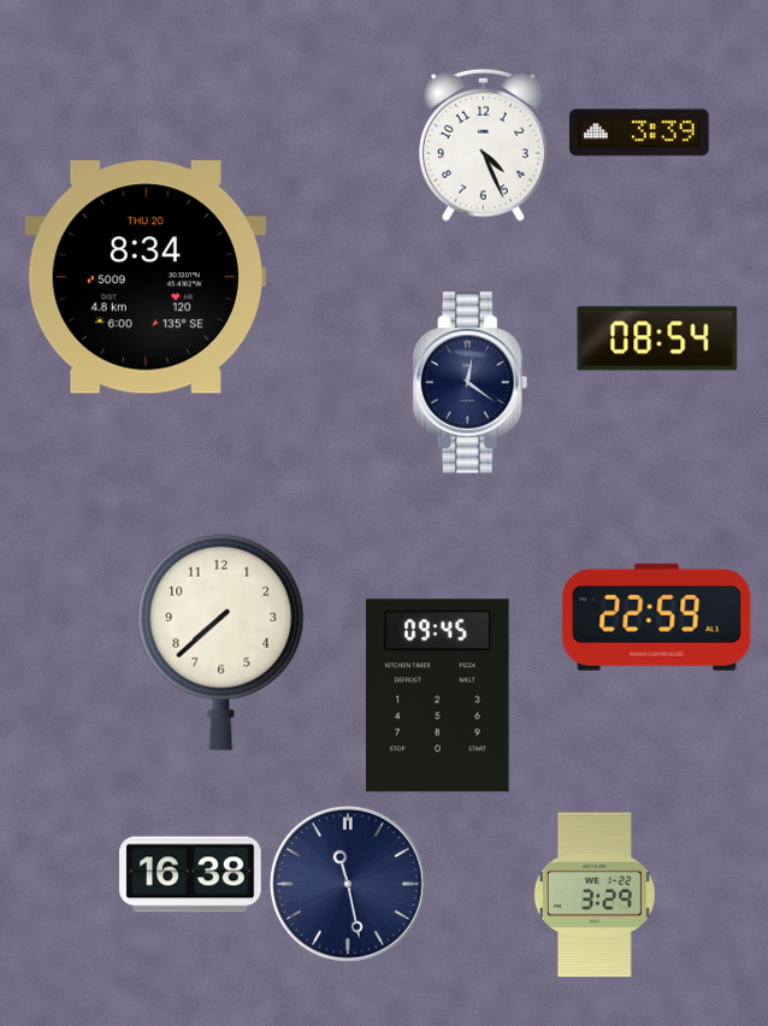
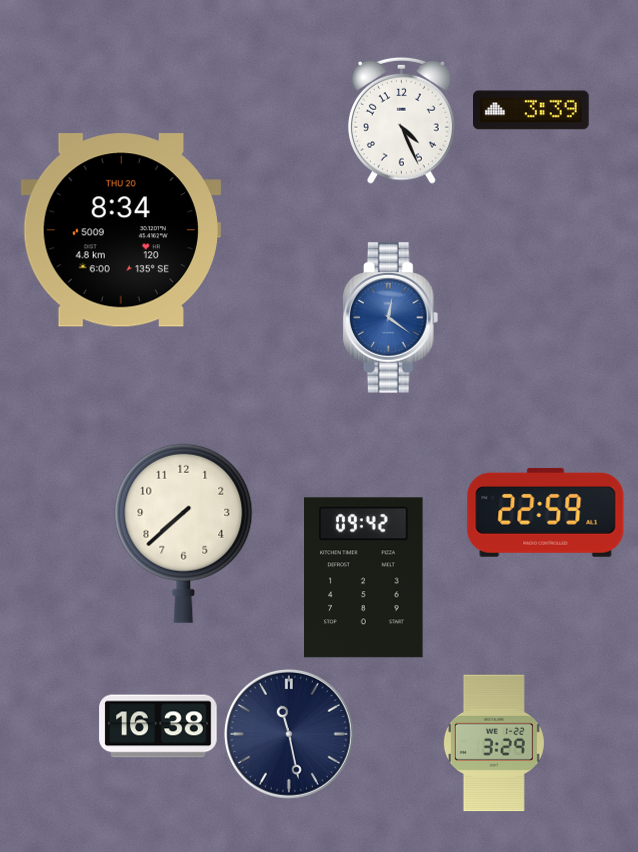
clock at (657, 338): 08:54 -> none
clock at (471, 383) dial: navy -> blue
clock at (438, 696): 09:45 -> 09:42
